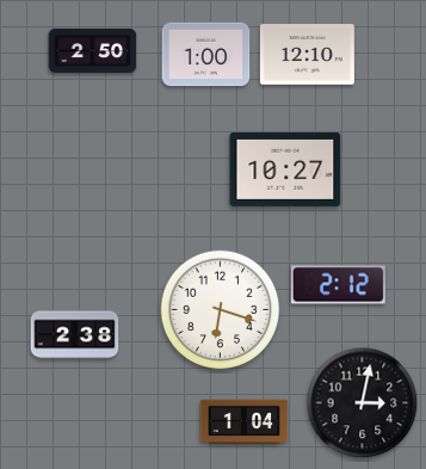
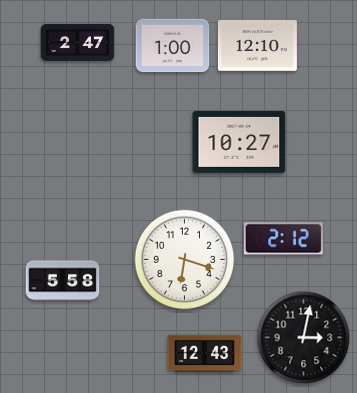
clock at (93, 50): 2:50 -> 2:47
clock at (75, 335): 2:38 -> 5:58
clock at (245, 422): 1:04 -> 12:43
